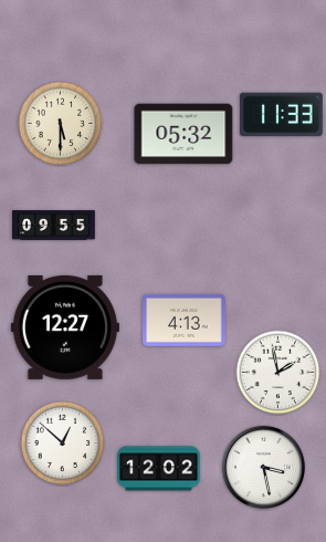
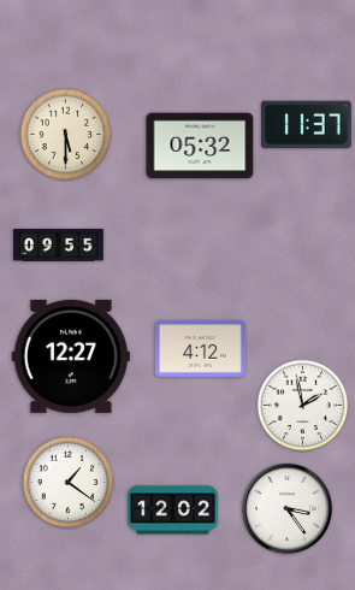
clock at (281, 115): 11:33 -> 11:37
clock at (185, 320): 4:13 -> 4:12
clock at (63, 444): 12:52 -> 1:21
clock at (263, 467): 3:28 -> 3:24
